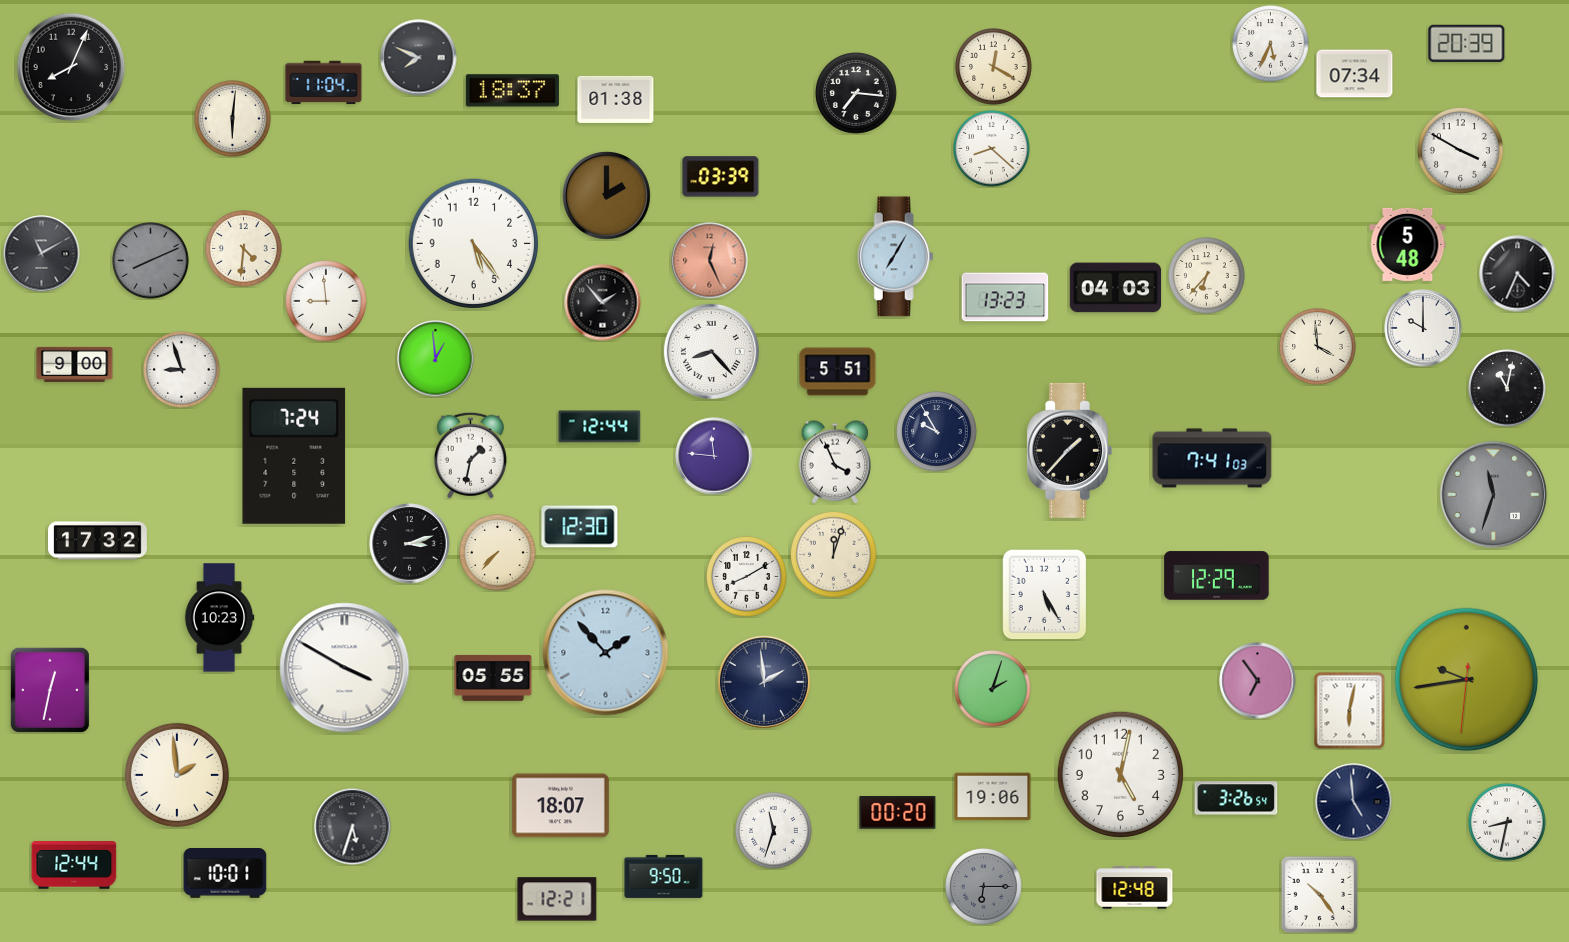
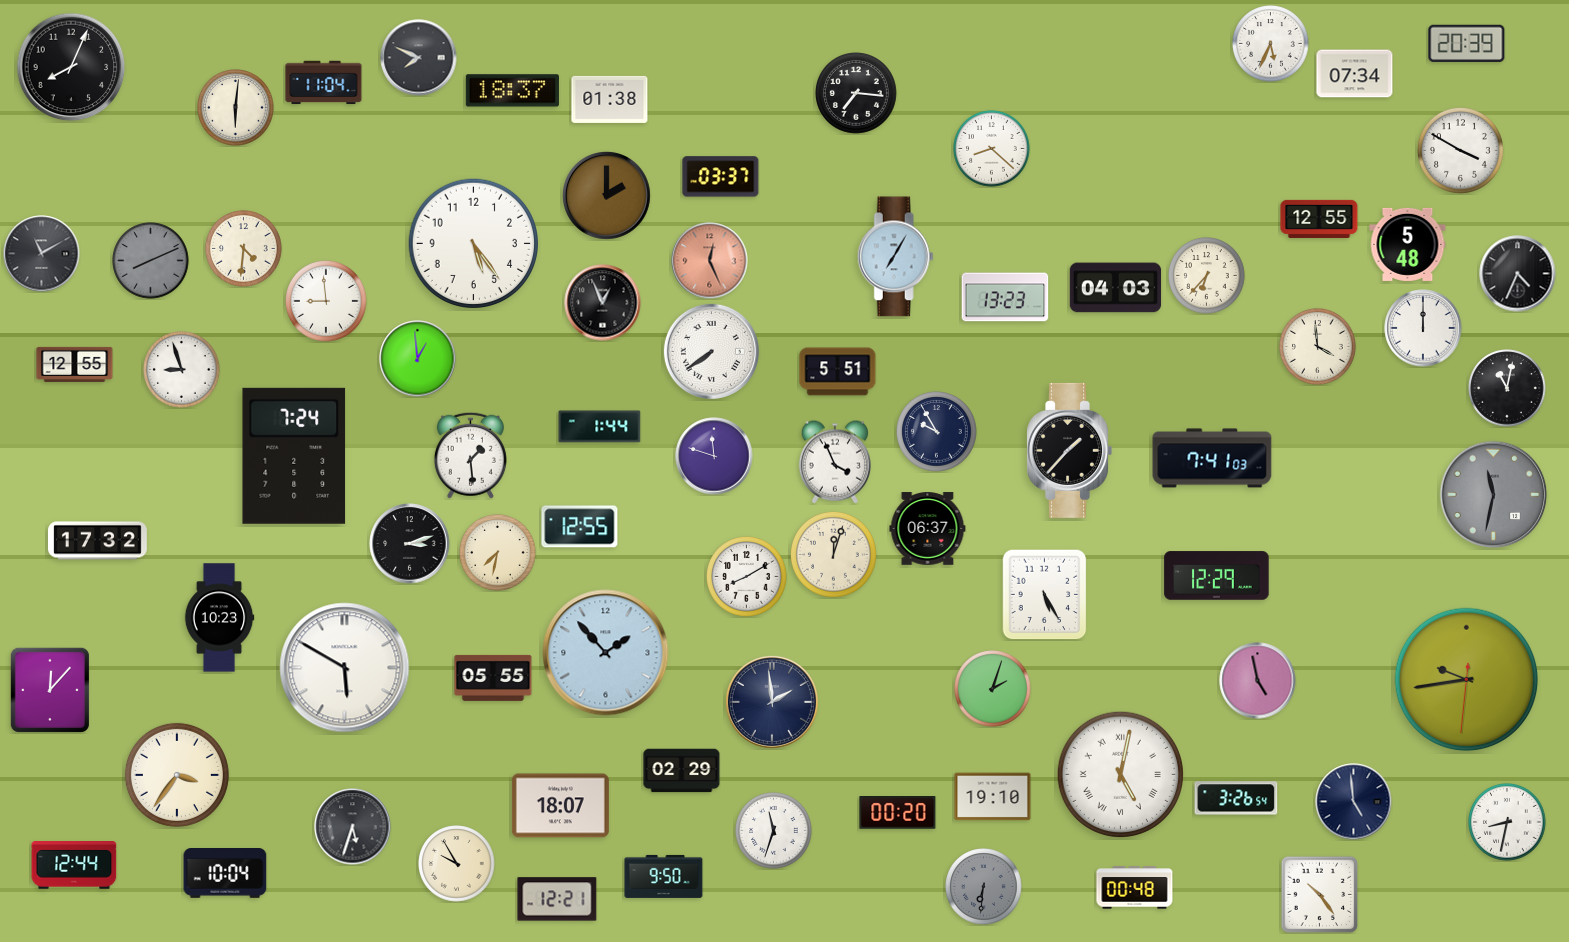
clock at (994, 67): 12:20 -> none
clock at (616, 99) position: (616, 99) -> (610, 99)
clock at (233, 119) position: (233, 119) -> (236, 108)
clock at (721, 177): 03:39 -> 03:37
clock at (1319, 219): none -> 12:55
clock at (603, 303): 1:53 -> 12:56
clock at (1423, 328): 10:00 -> 12:00
clock at (711, 351): 8:23 -> 7:39
clock at (436, 359) position: (436, 359) -> (418, 359)
clock at (75, 364): 9:00 -> 12:55
clock at (600, 427): 12:44 -> 1:44
clock at (470, 455): 1:32 -> 1:29
clock at (714, 456): 11:46 -> 11:48
clock at (1494, 495): 11:33 -> 11:32
clock at (580, 527): 12:30 -> 12:55
clock at (928, 529): none -> 06:37
clock at (498, 553): 7:37 -> 7:32
clock at (345, 668): 3:50 -> 5:50
clock at (1258, 681): 6:54 -> 4:58
clock at (764, 682) position: (764, 682) -> (772, 702)
clock at (50, 690): 12:32 -> 12:07
clock at (1350, 710): 6:02 -> none
clock at (682, 771): none -> 02:29
clock at (1120, 774) numerals: Arabic -> Roman
clock at (177, 775): 1:59 -> 3:36
clock at (993, 797): 19:06 -> 19:10
clock at (457, 864): none -> 9:55
clock at (225, 874): 10:01 -> 10:04
clock at (984, 887): 6:15 -> 6:31
clock at (1135, 888): 12:48 -> 00:48
